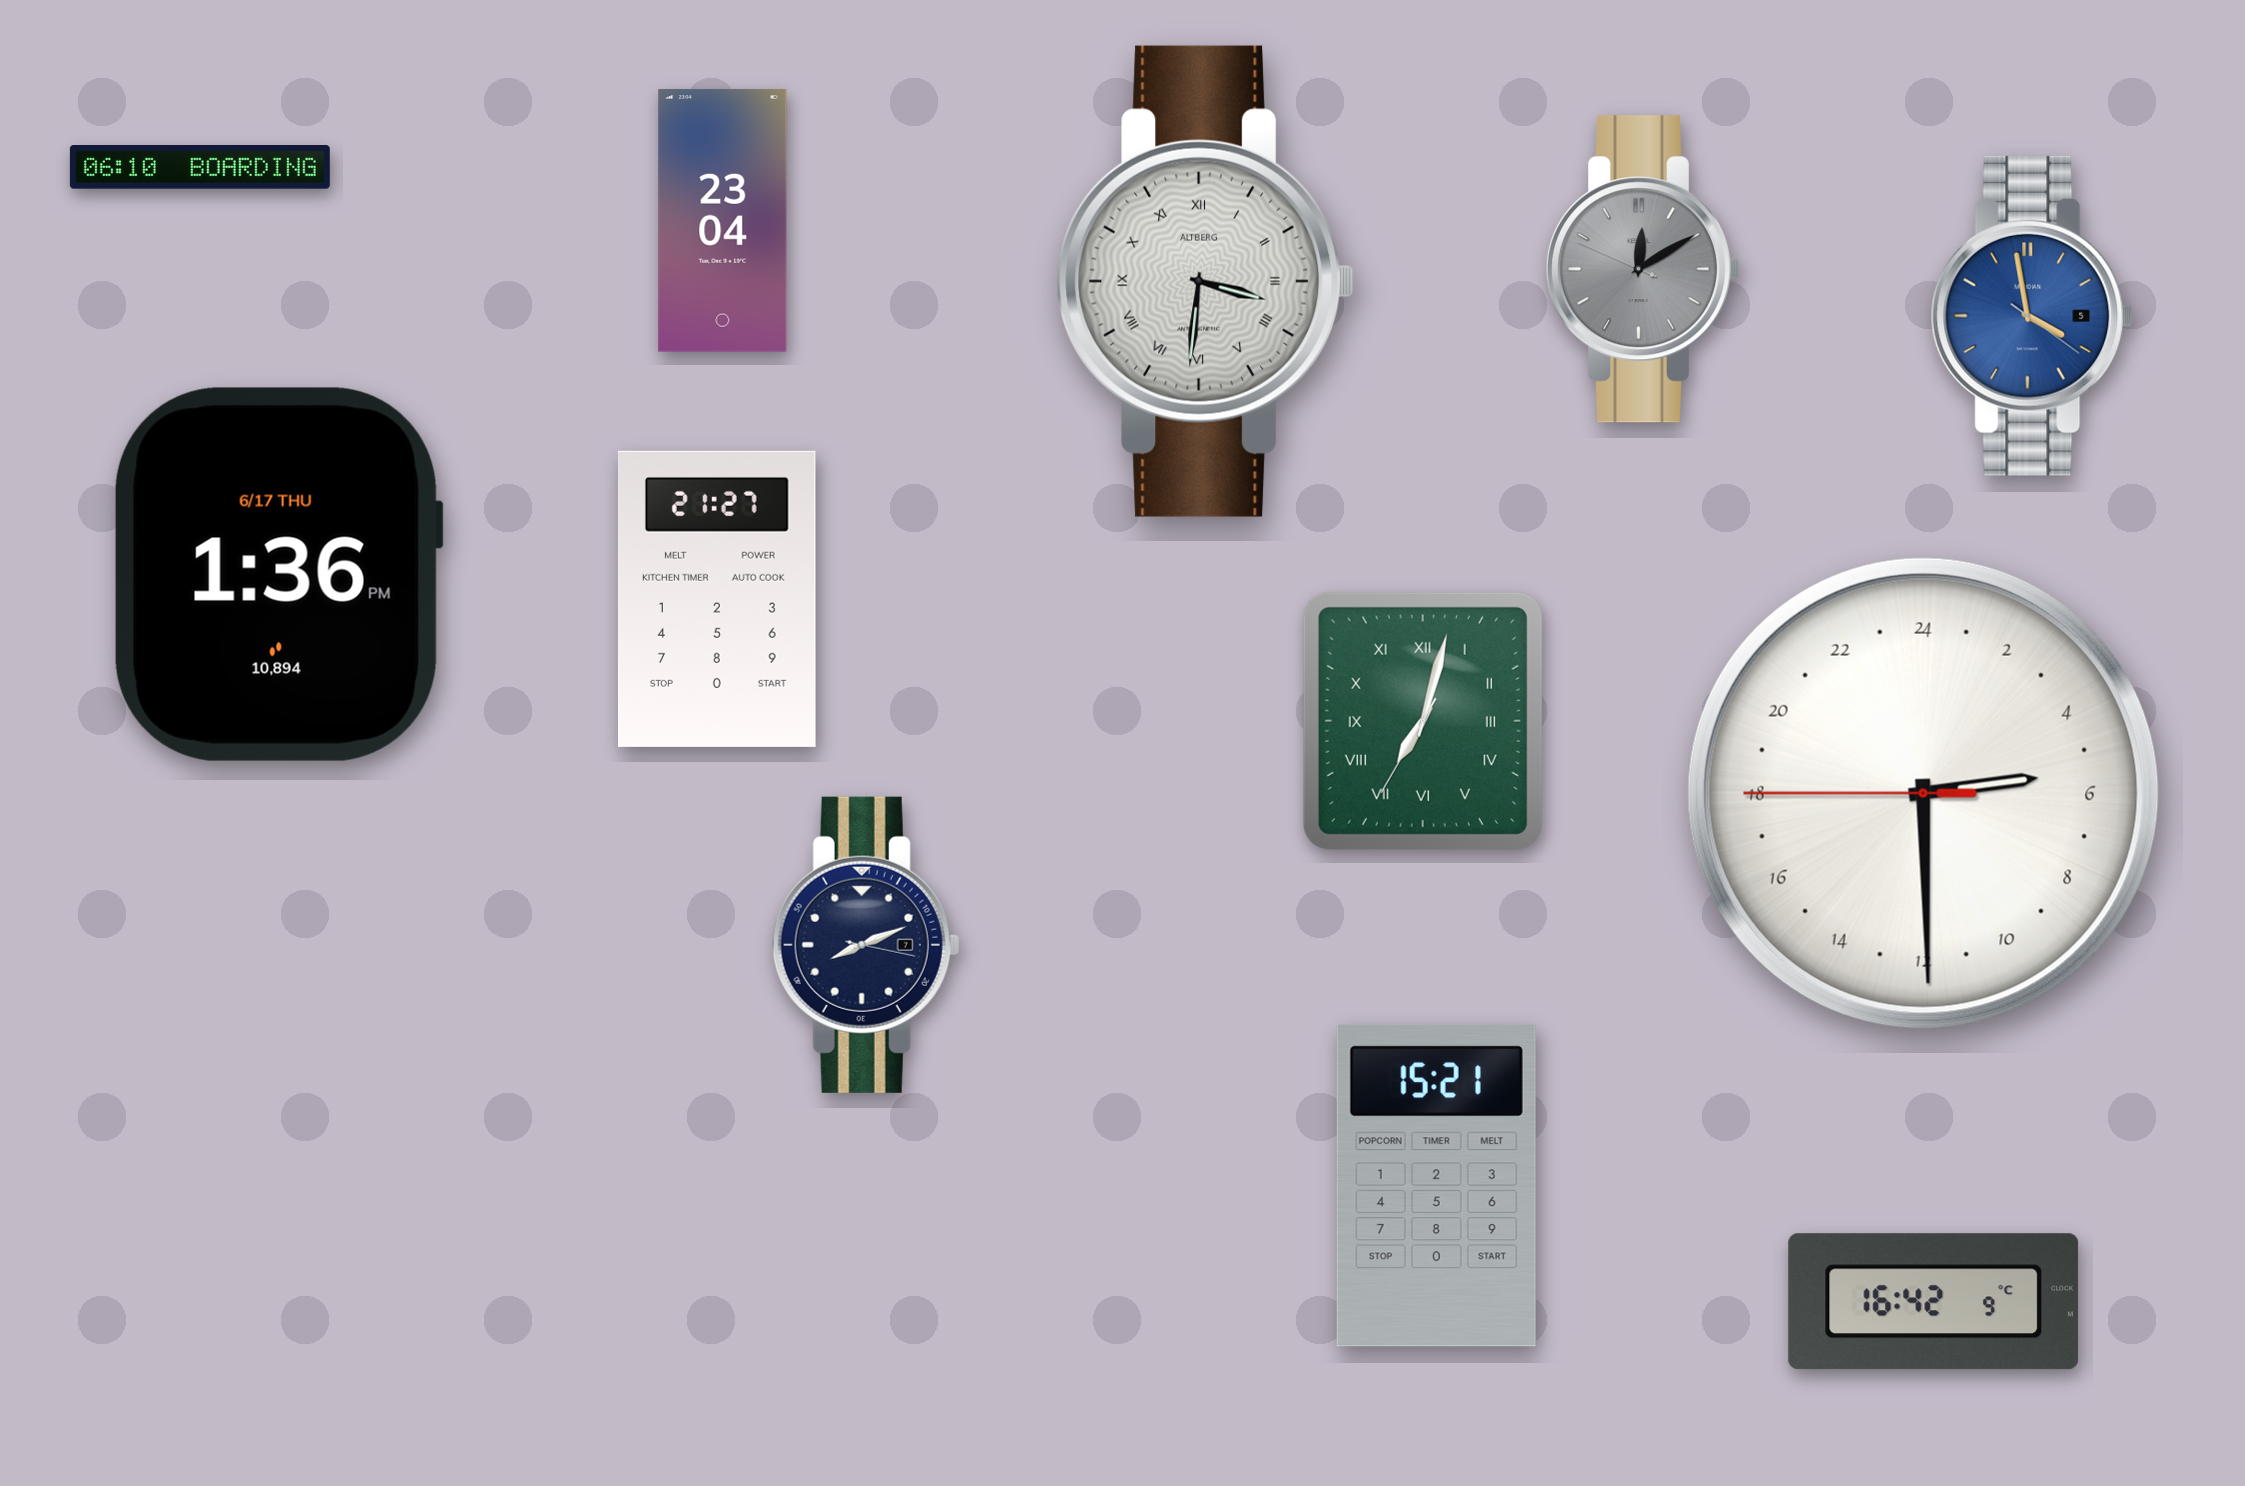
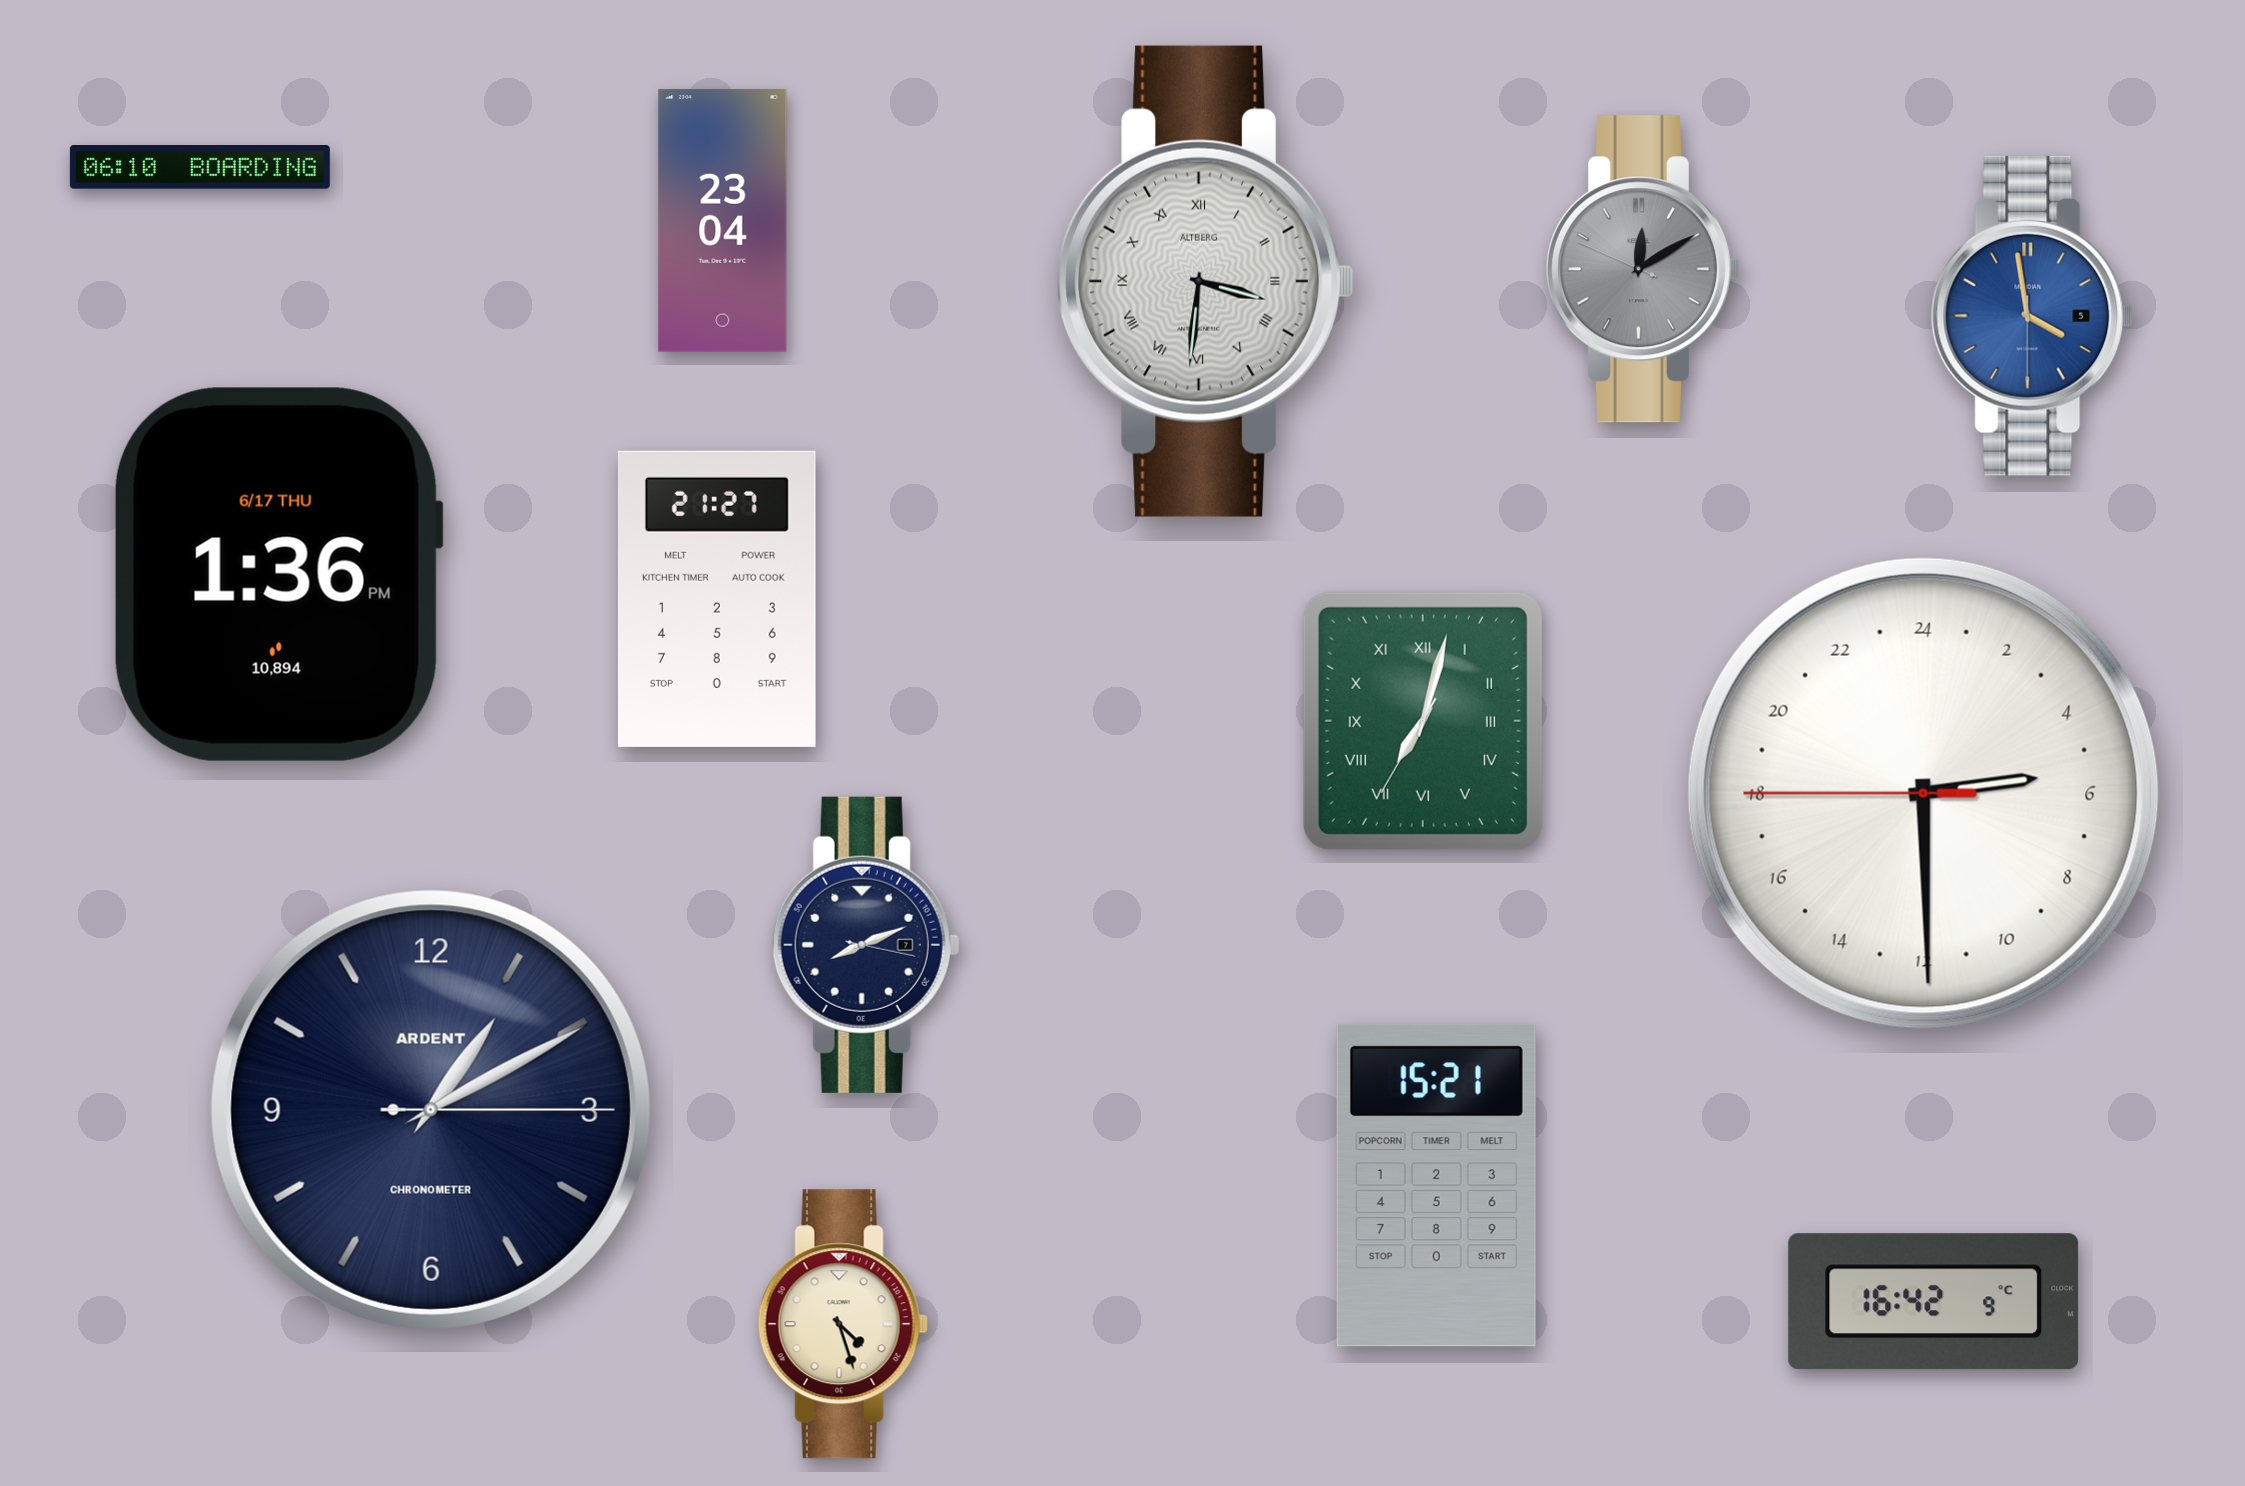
clock at (2032, 316): 3:58:21 -> 3:58:30
clock at (431, 1110): none -> 1:10
clock at (843, 1324): none -> 4:27
